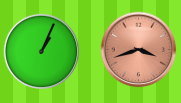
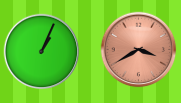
clock at (139, 50): 3:42 -> 3:40
